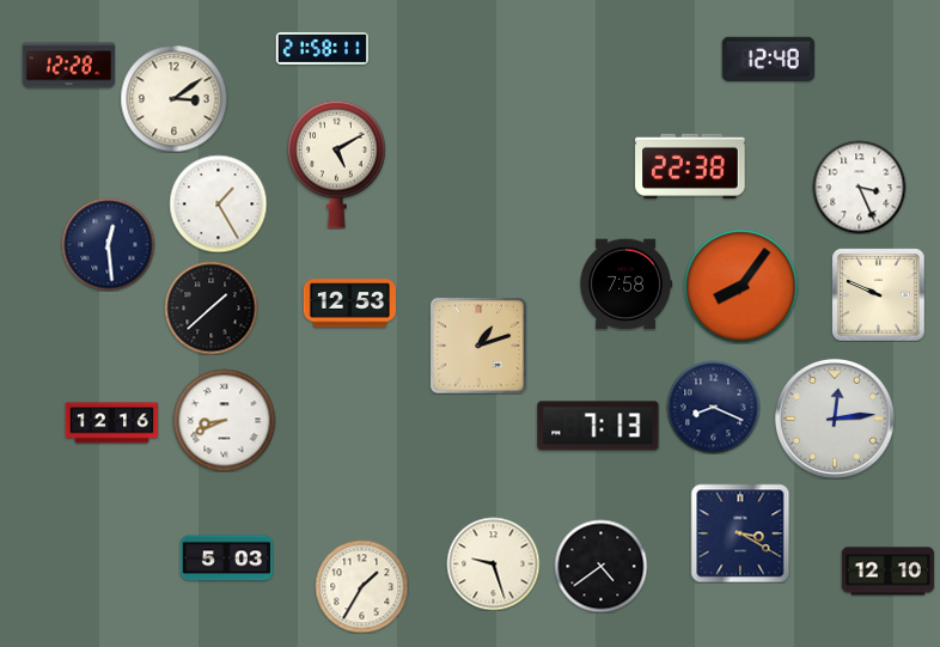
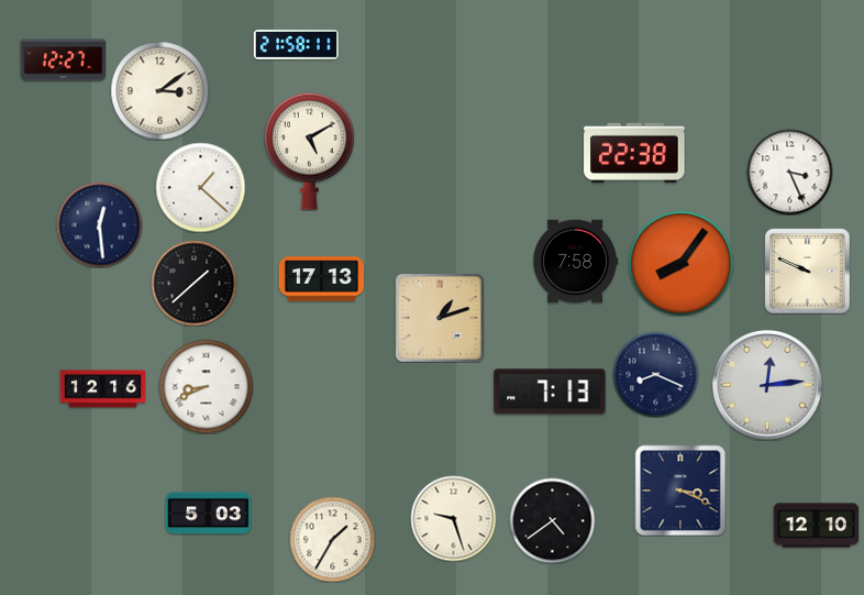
clock at (768, 59): 12:48 -> none
clock at (68, 66): 12:28 -> 12:27
clock at (218, 203): 1:25 -> 1:22
clock at (349, 304): 12:53 -> 17:13
clock at (740, 533): 3:20 -> 3:19
